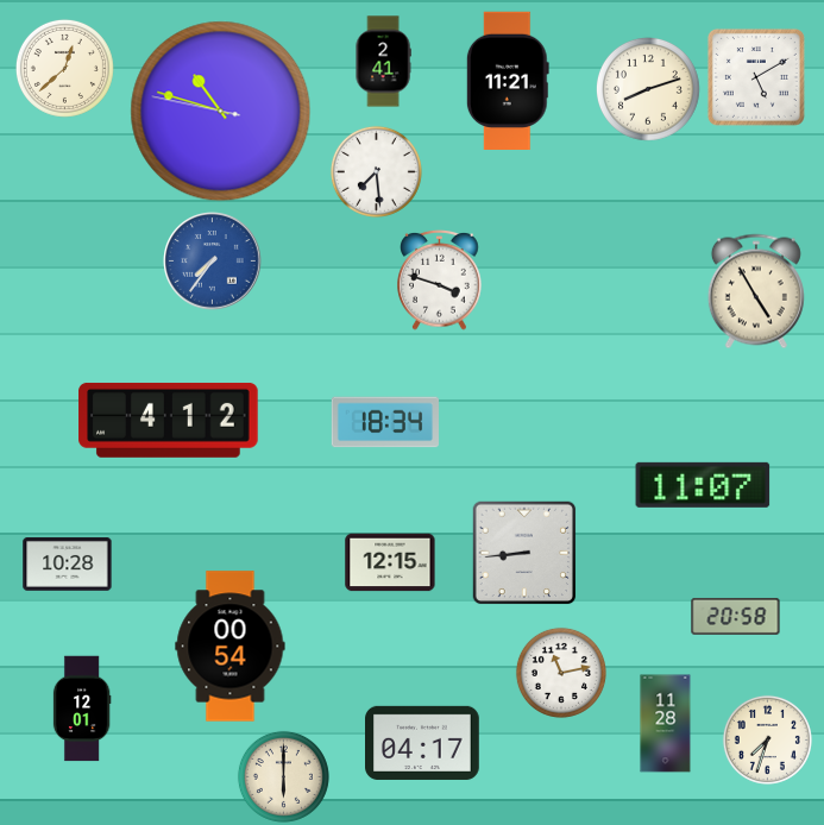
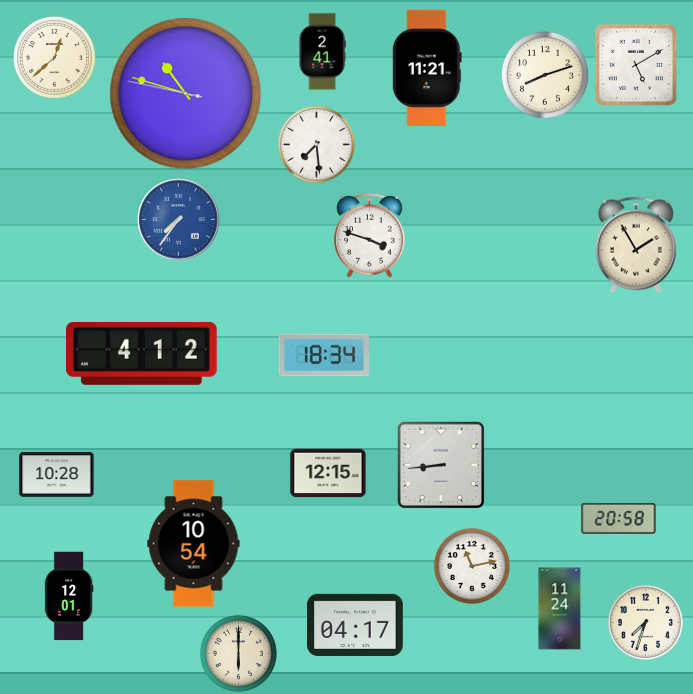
clock at (756, 291): 4:55 -> 1:55
clock at (703, 485): 11:07 -> none
clock at (231, 647): 00:54 -> 10:54
clock at (666, 724): 11:28 -> 11:24
